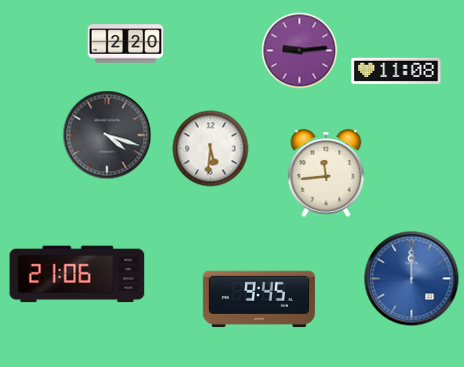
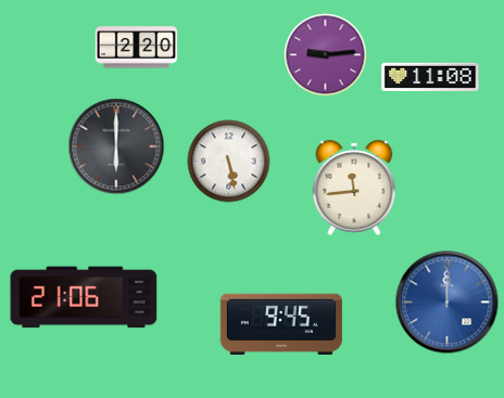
clock at (107, 135): 4:18 -> 6:00
clock at (211, 149): 5:31 -> 5:28
